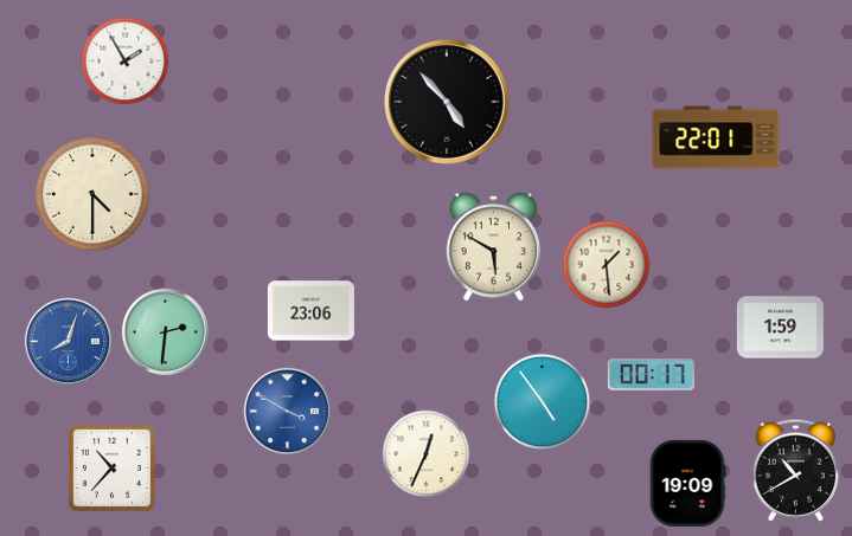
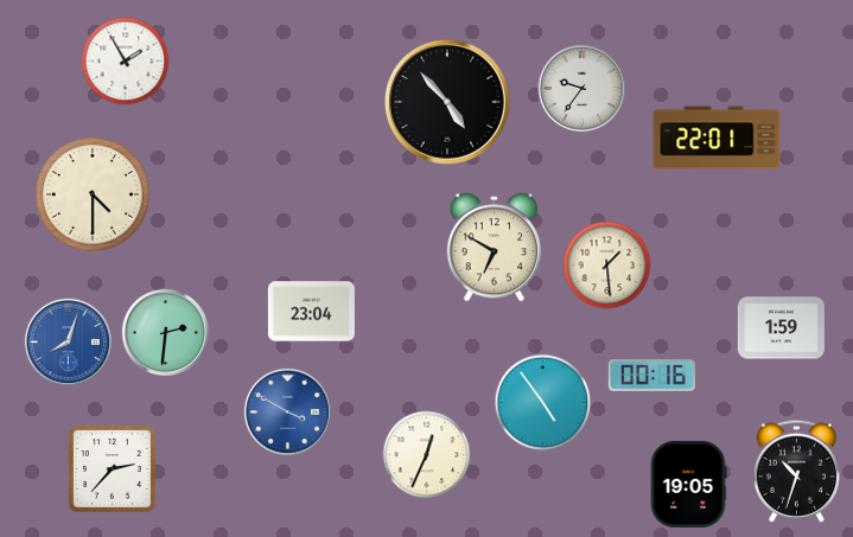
clock at (581, 88): none -> 9:36
clock at (494, 247): 5:50 -> 6:50
clock at (310, 311): 23:06 -> 23:04
clock at (651, 375): 00:17 -> 00:16
clock at (111, 467): 10:37 -> 2:37
clock at (795, 470): 10:40 -> 10:33
clock at (687, 483): 19:09 -> 19:05
